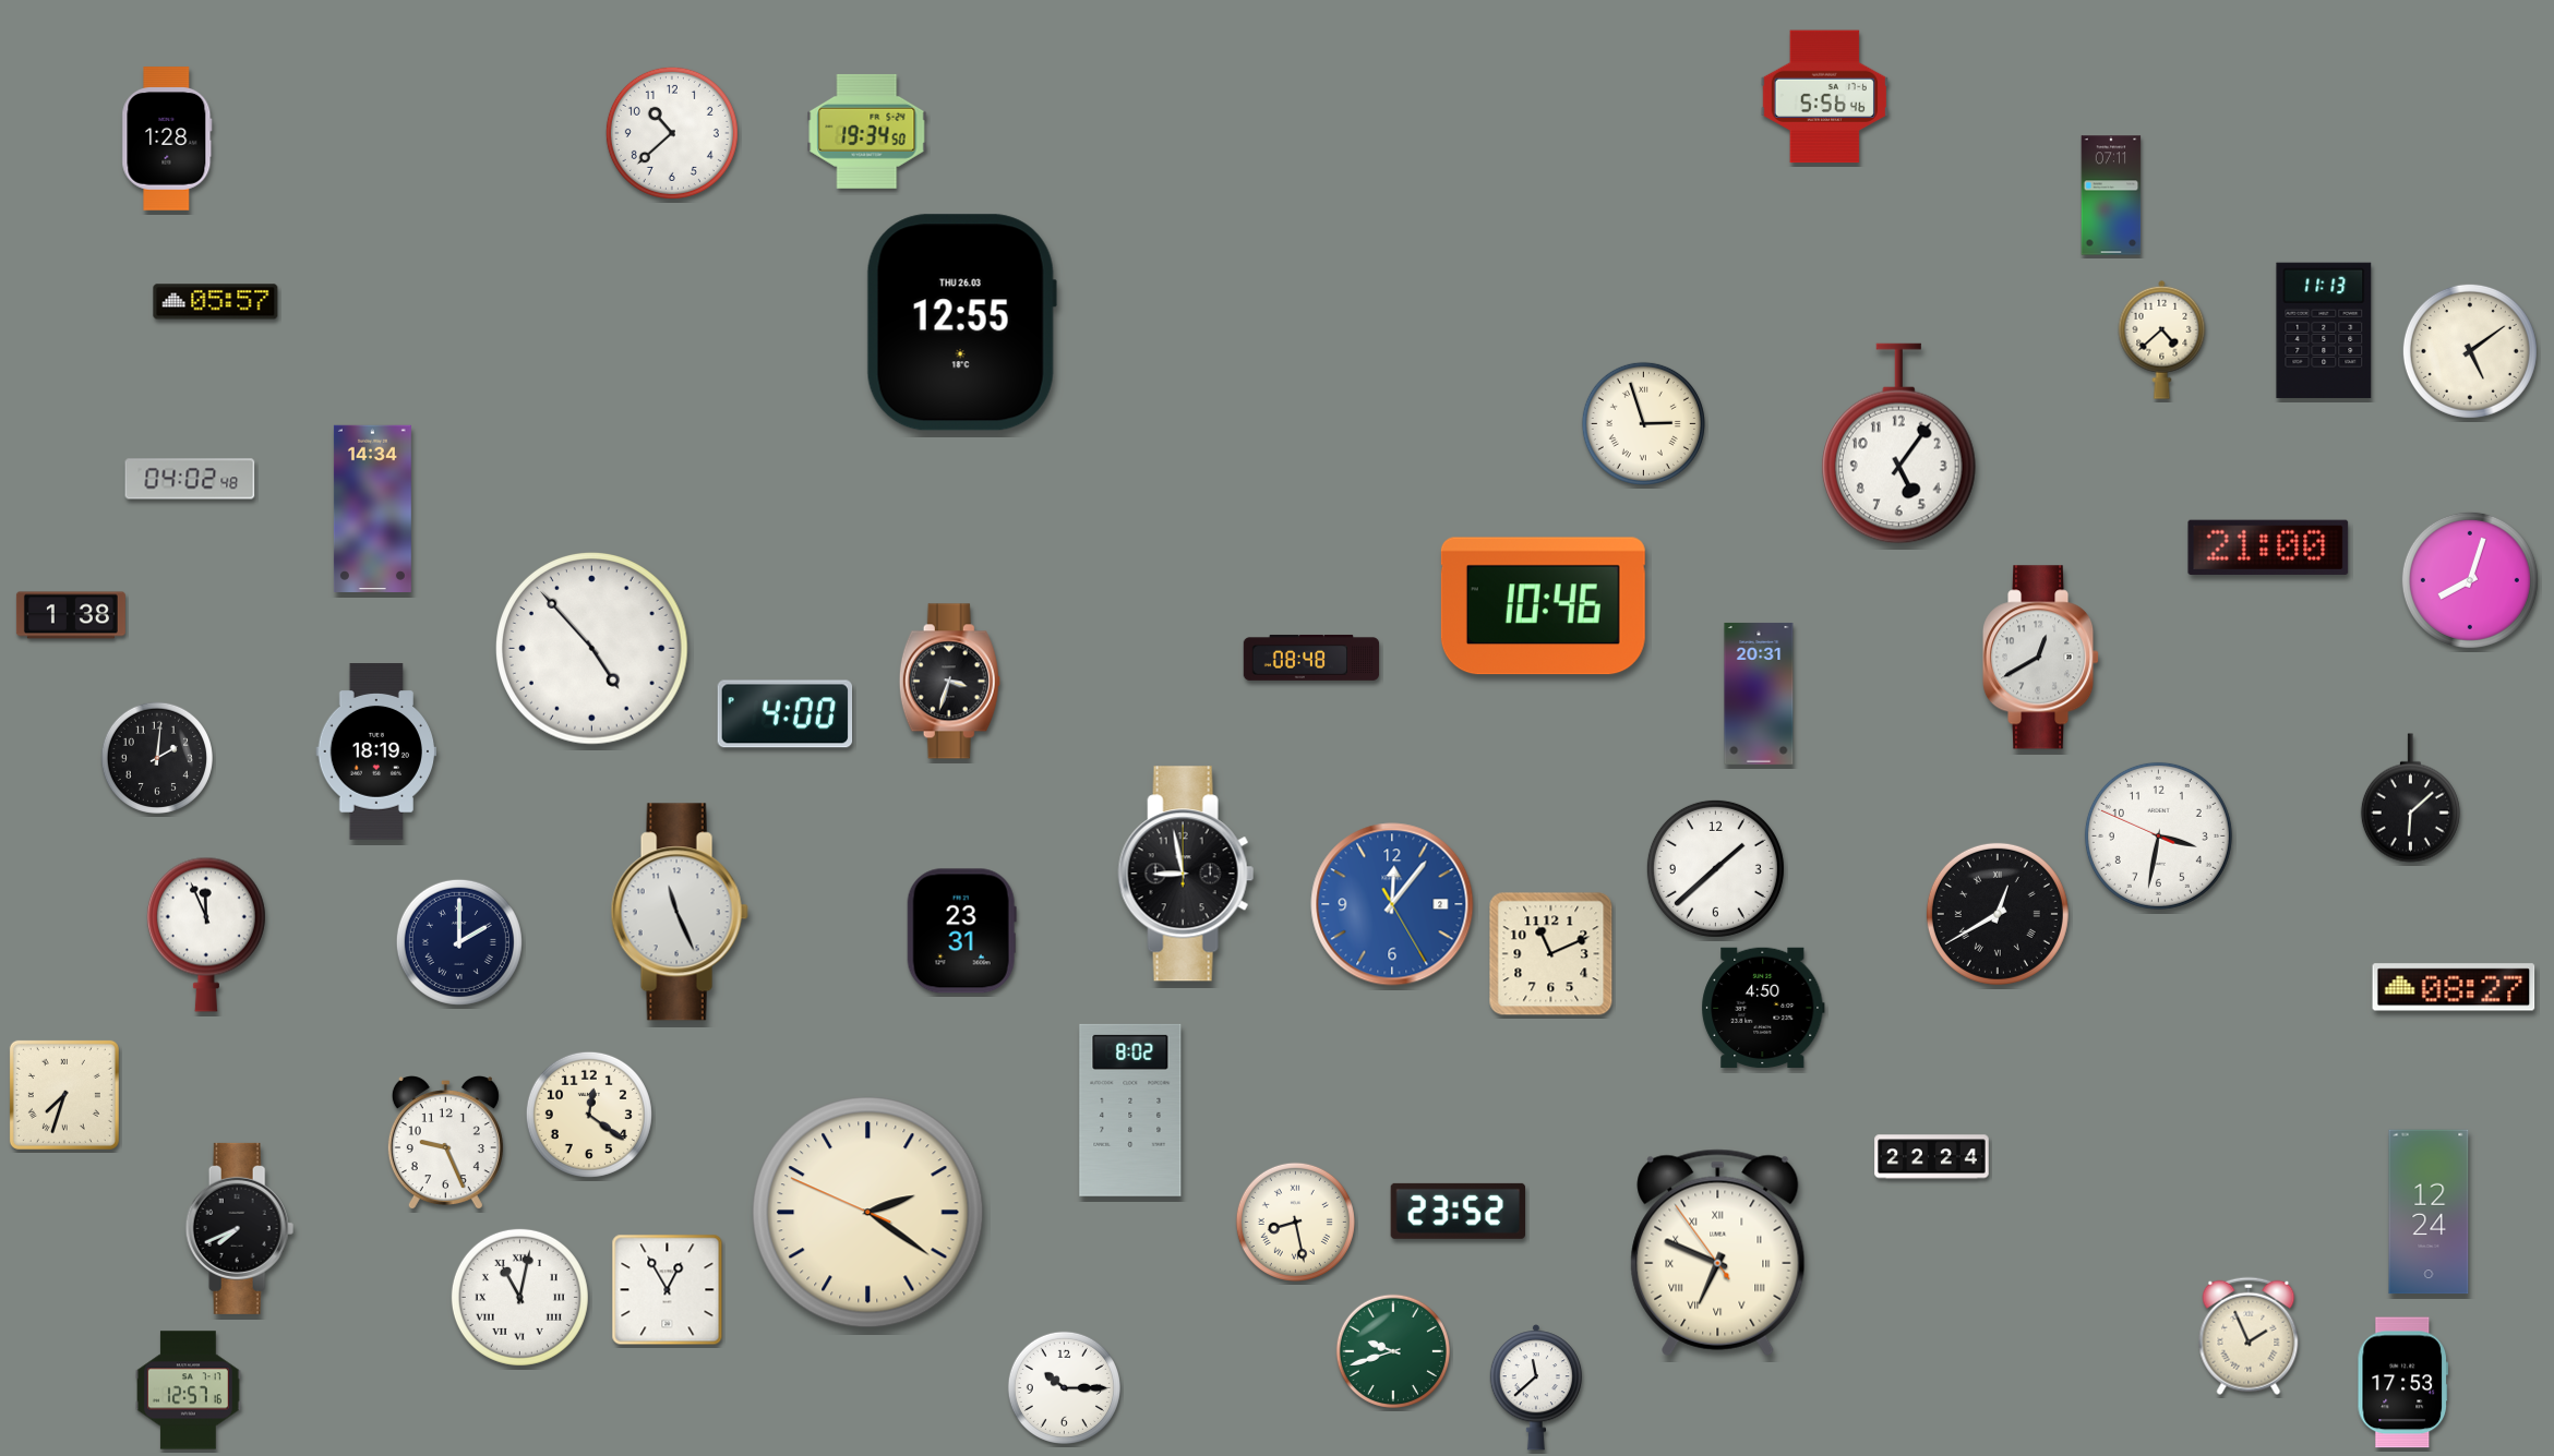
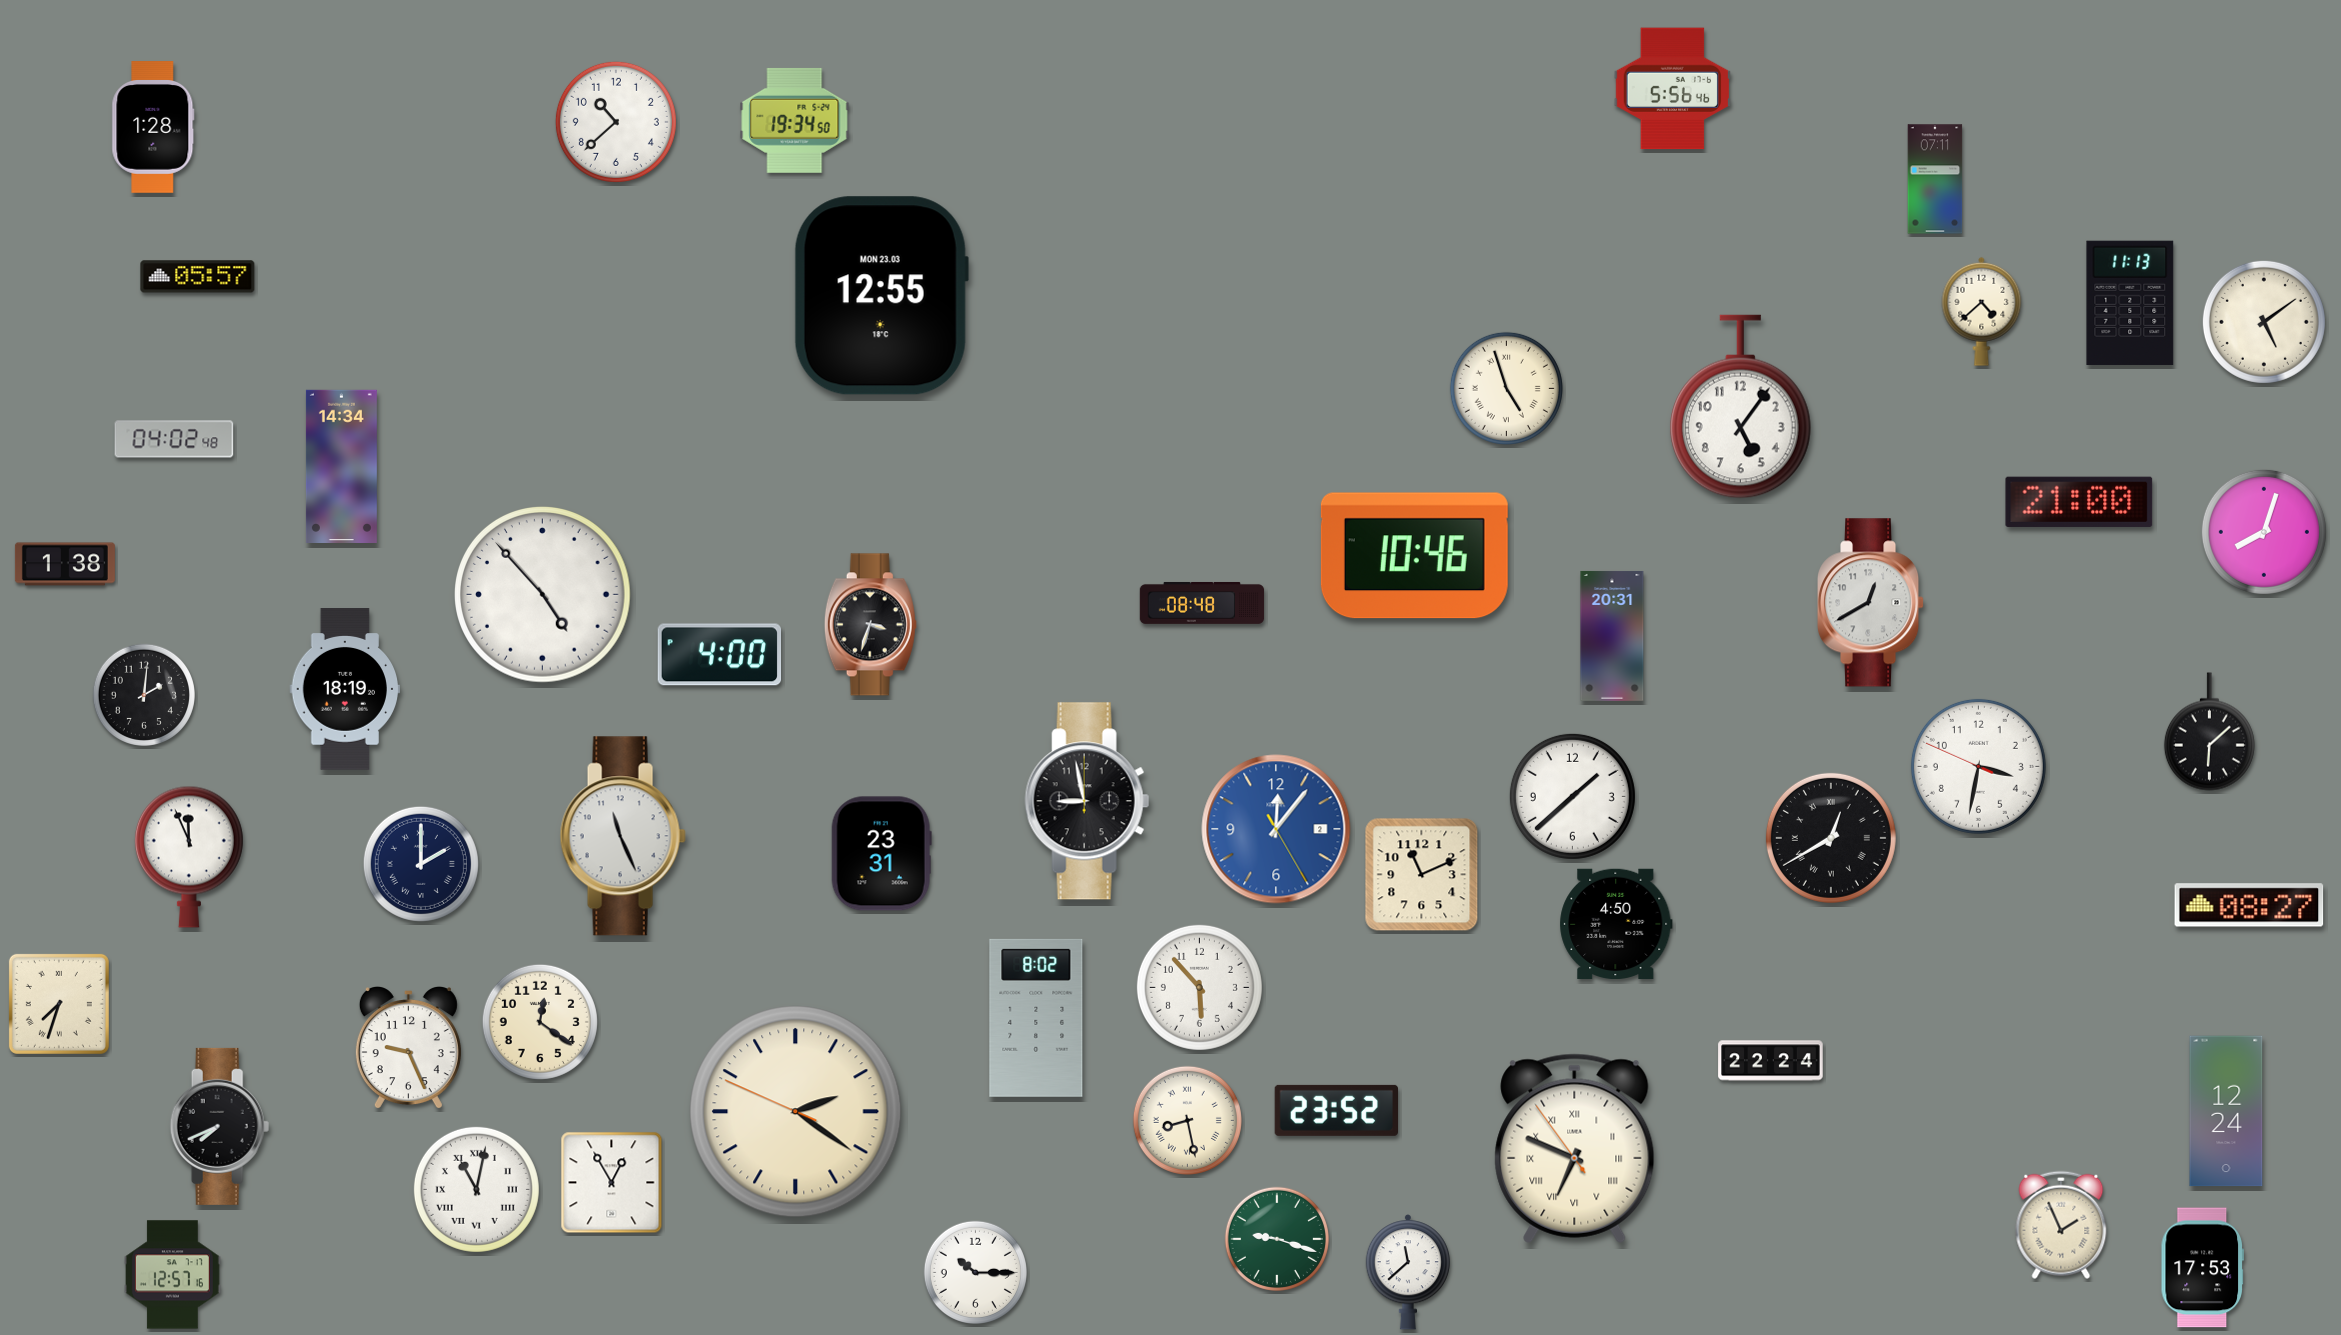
clock at (961, 323) date: THU 26.03 -> MON 23.03
clock at (1643, 423): 2:57 -> 4:57
clock at (1199, 987): none -> 5:53
clock at (1393, 1351): 9:42 -> 9:18
